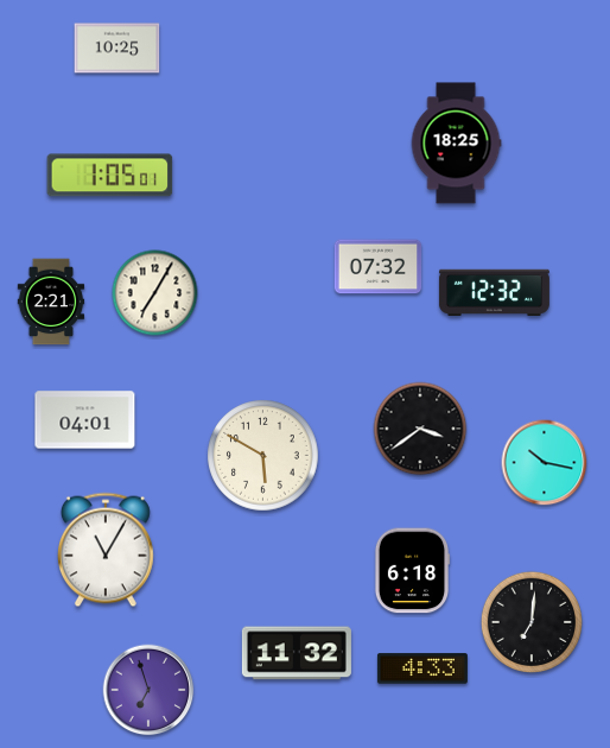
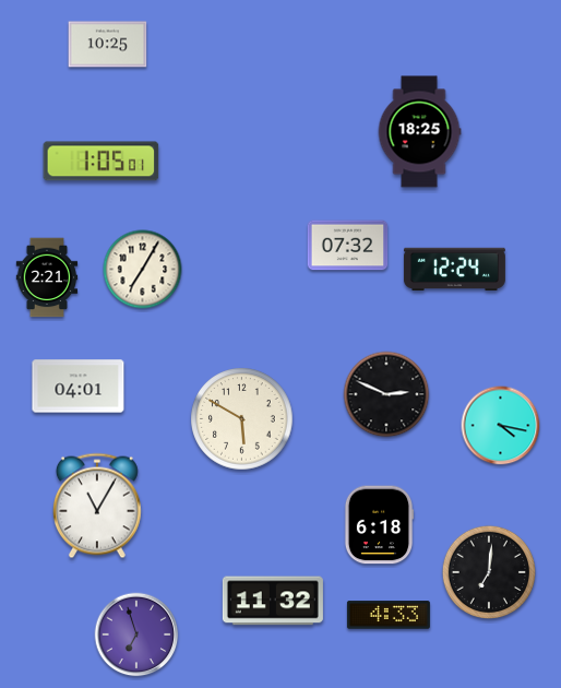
clock at (494, 293): 12:32 -> 12:24
clock at (420, 429): 3:39 -> 2:49
clock at (545, 463): 10:17 -> 4:17
